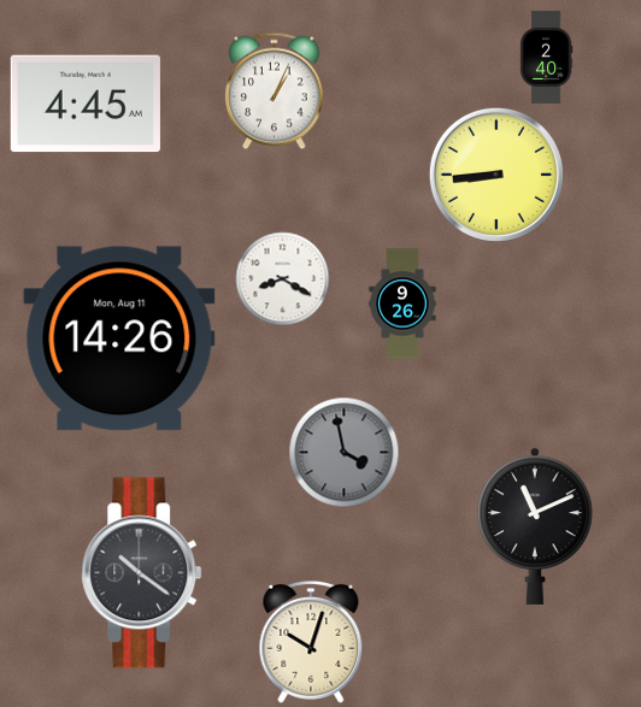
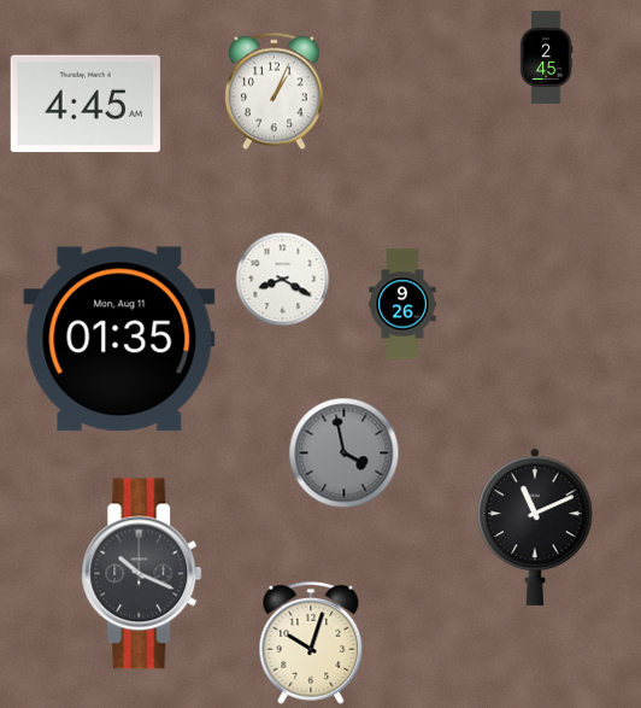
clock at (546, 57): 2:40 -> 2:45
clock at (496, 175): 8:44 -> none
clock at (119, 338): 14:26 -> 01:35
clock at (142, 573): 10:21 -> 10:19
